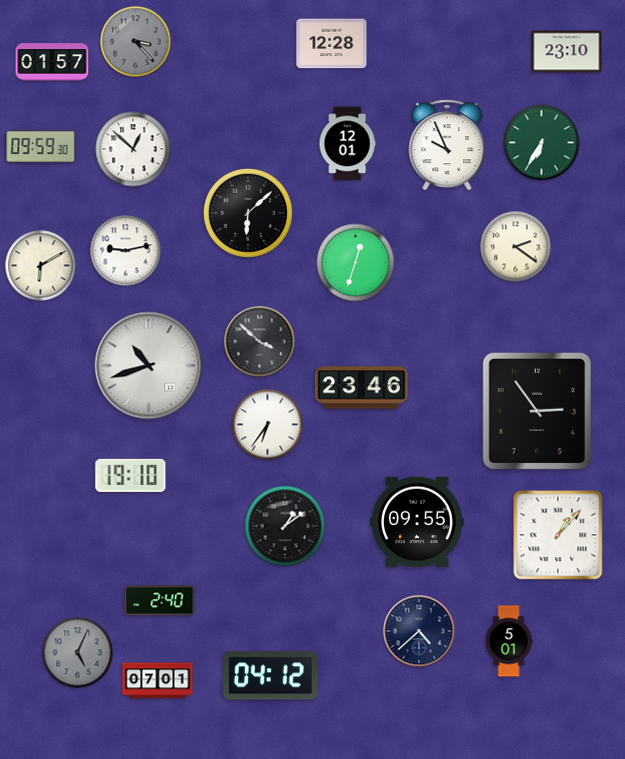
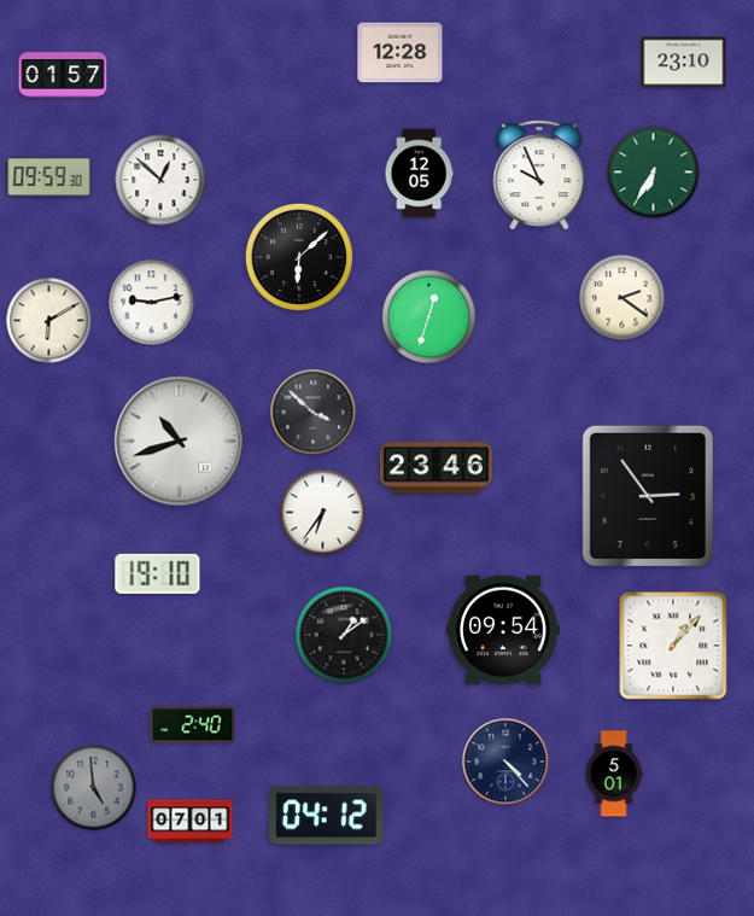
clock at (136, 42): 3:23 -> none
clock at (347, 144): 12:01 -> 12:05
clock at (418, 522): 09:55 -> 09:54
clock at (419, 631): 4:38 -> 4:23
clock at (78, 653): 5:04 -> 4:59
